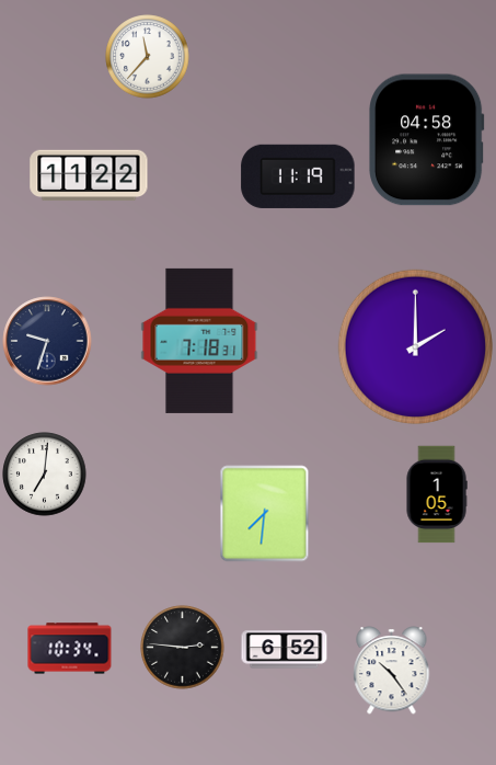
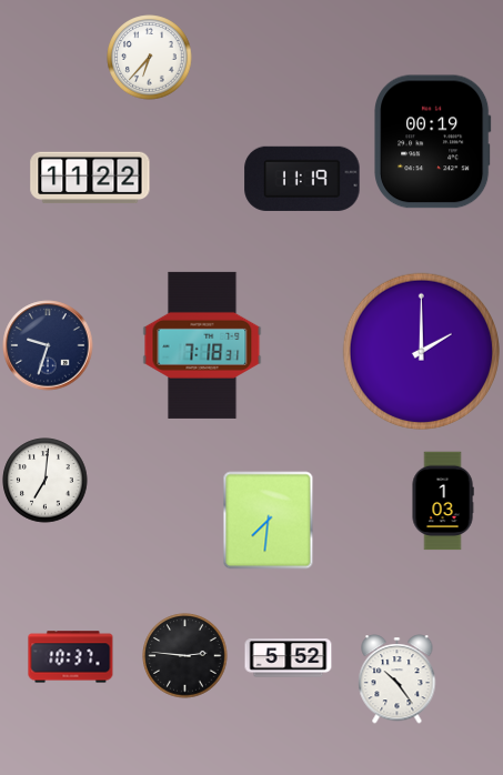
clock at (148, 57): 11:37 -> 6:37
clock at (427, 140): 04:58 -> 00:19
clock at (437, 494): 1:05 -> 1:03
clock at (70, 649): 10:34 -> 10:37
clock at (285, 650): 6:52 -> 5:52
